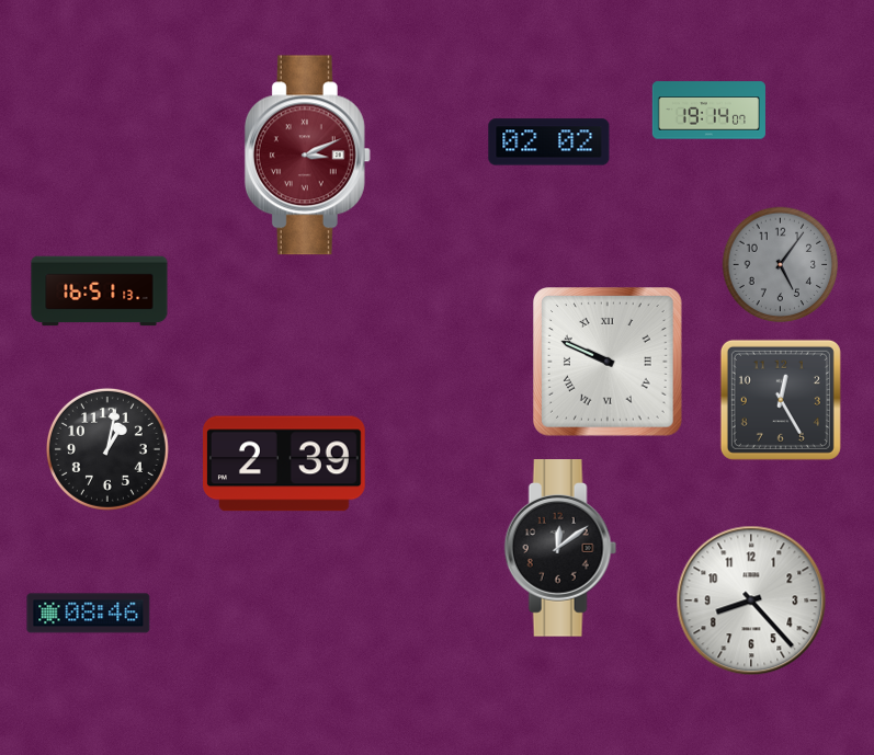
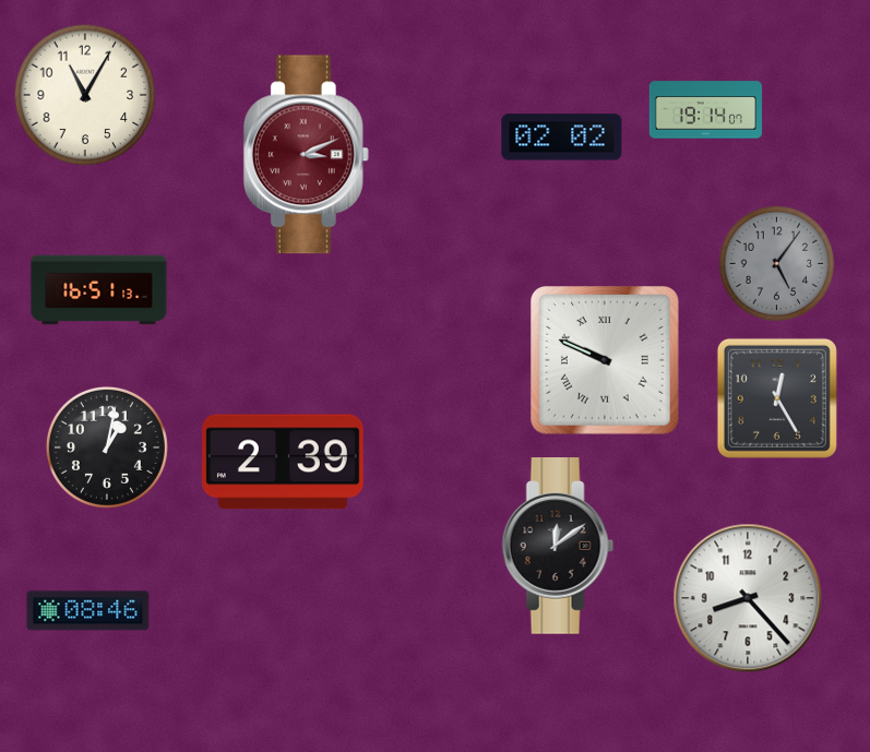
clock at (85, 95): none -> 11:05
clock at (549, 142) position: (549, 142) -> (562, 138)
